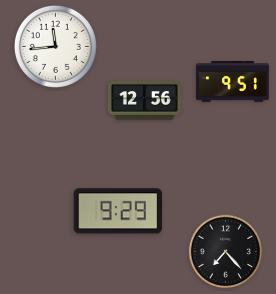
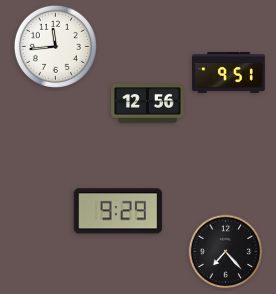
clock at (233, 81) position: (233, 81) -> (229, 72)
clock at (145, 101) position: (145, 101) -> (148, 104)
